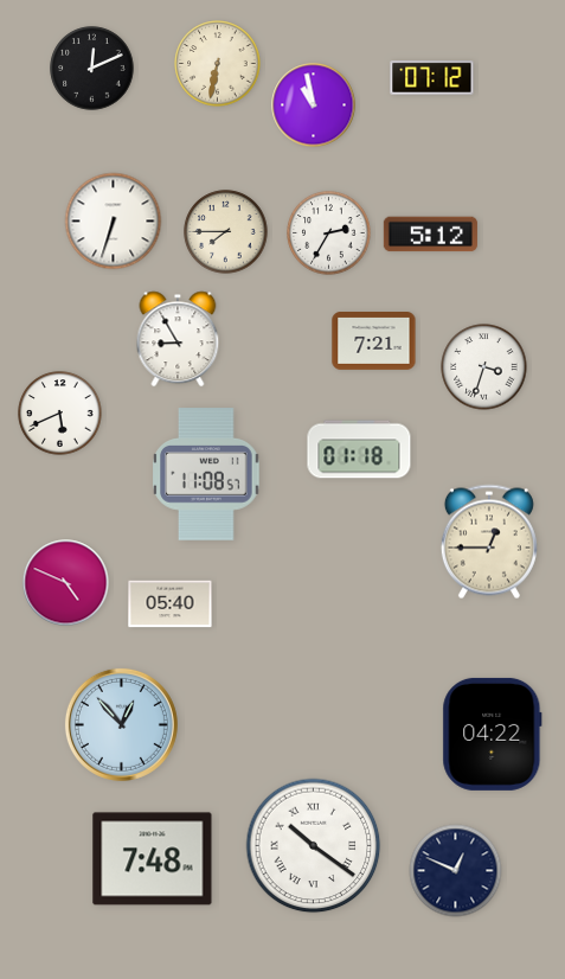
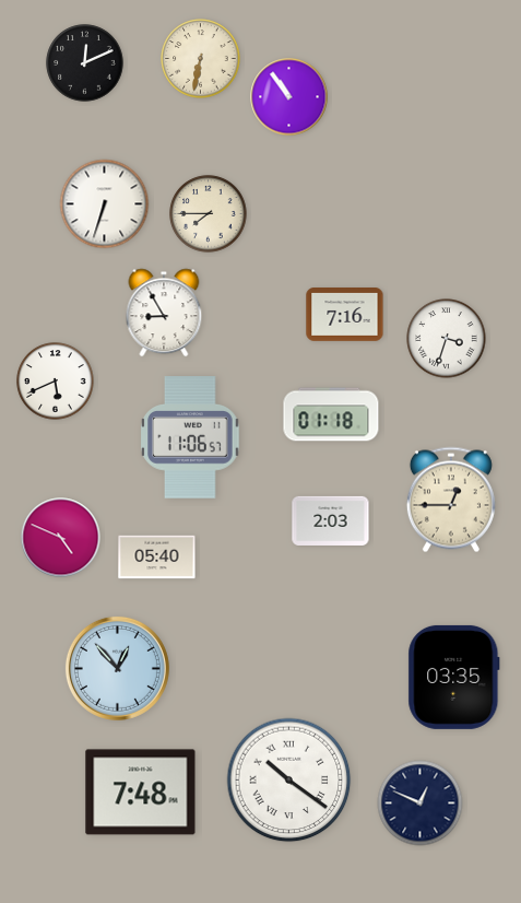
clock at (432, 78): 07:12 -> none
clock at (314, 105): 10:58 -> 10:54
clock at (329, 233): 2:35 -> none
clock at (430, 235): 5:12 -> none
clock at (374, 341): 7:21 -> 7:16
clock at (206, 474): 11:08 -> 11:06
clock at (331, 520): none -> 2:03
clock at (121, 724) position: (121, 724) -> (117, 668)
clock at (493, 734): 04:22 -> 03:35
